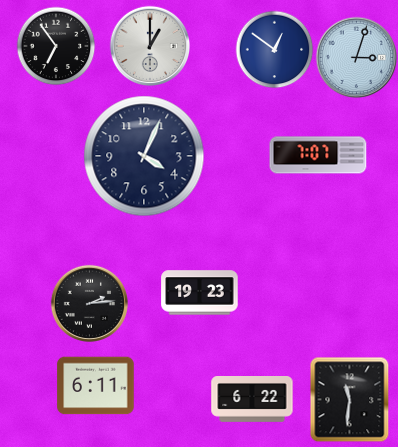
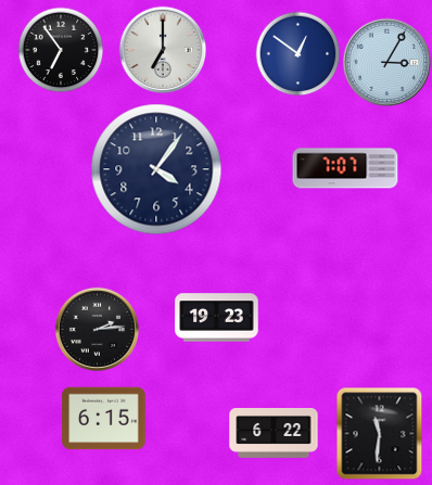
clock at (150, 46): 1:00 -> 7:00
clock at (356, 57): 3:03 -> 3:05
clock at (144, 156): 4:04 -> 4:06
clock at (96, 386): 6:11 -> 6:15
